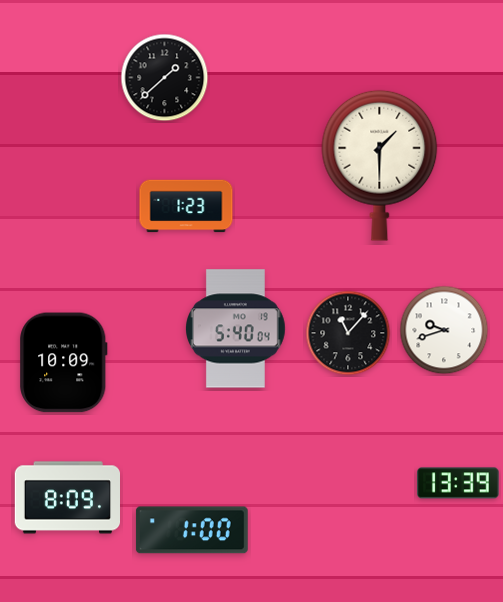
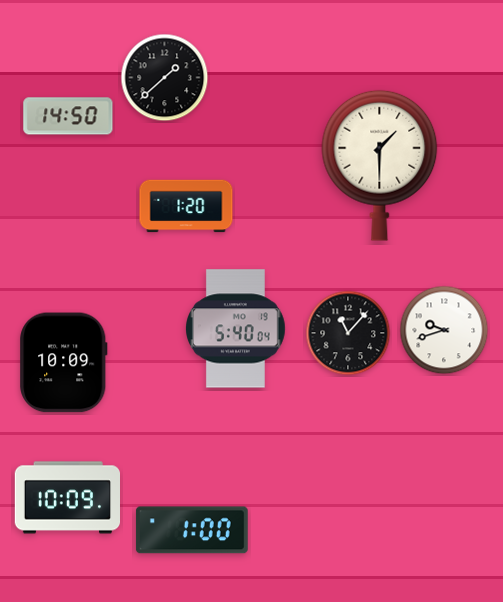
clock at (68, 116): none -> 14:50
clock at (186, 206): 1:23 -> 1:20
clock at (458, 483): 13:39 -> none
clock at (67, 498): 8:09 -> 10:09
